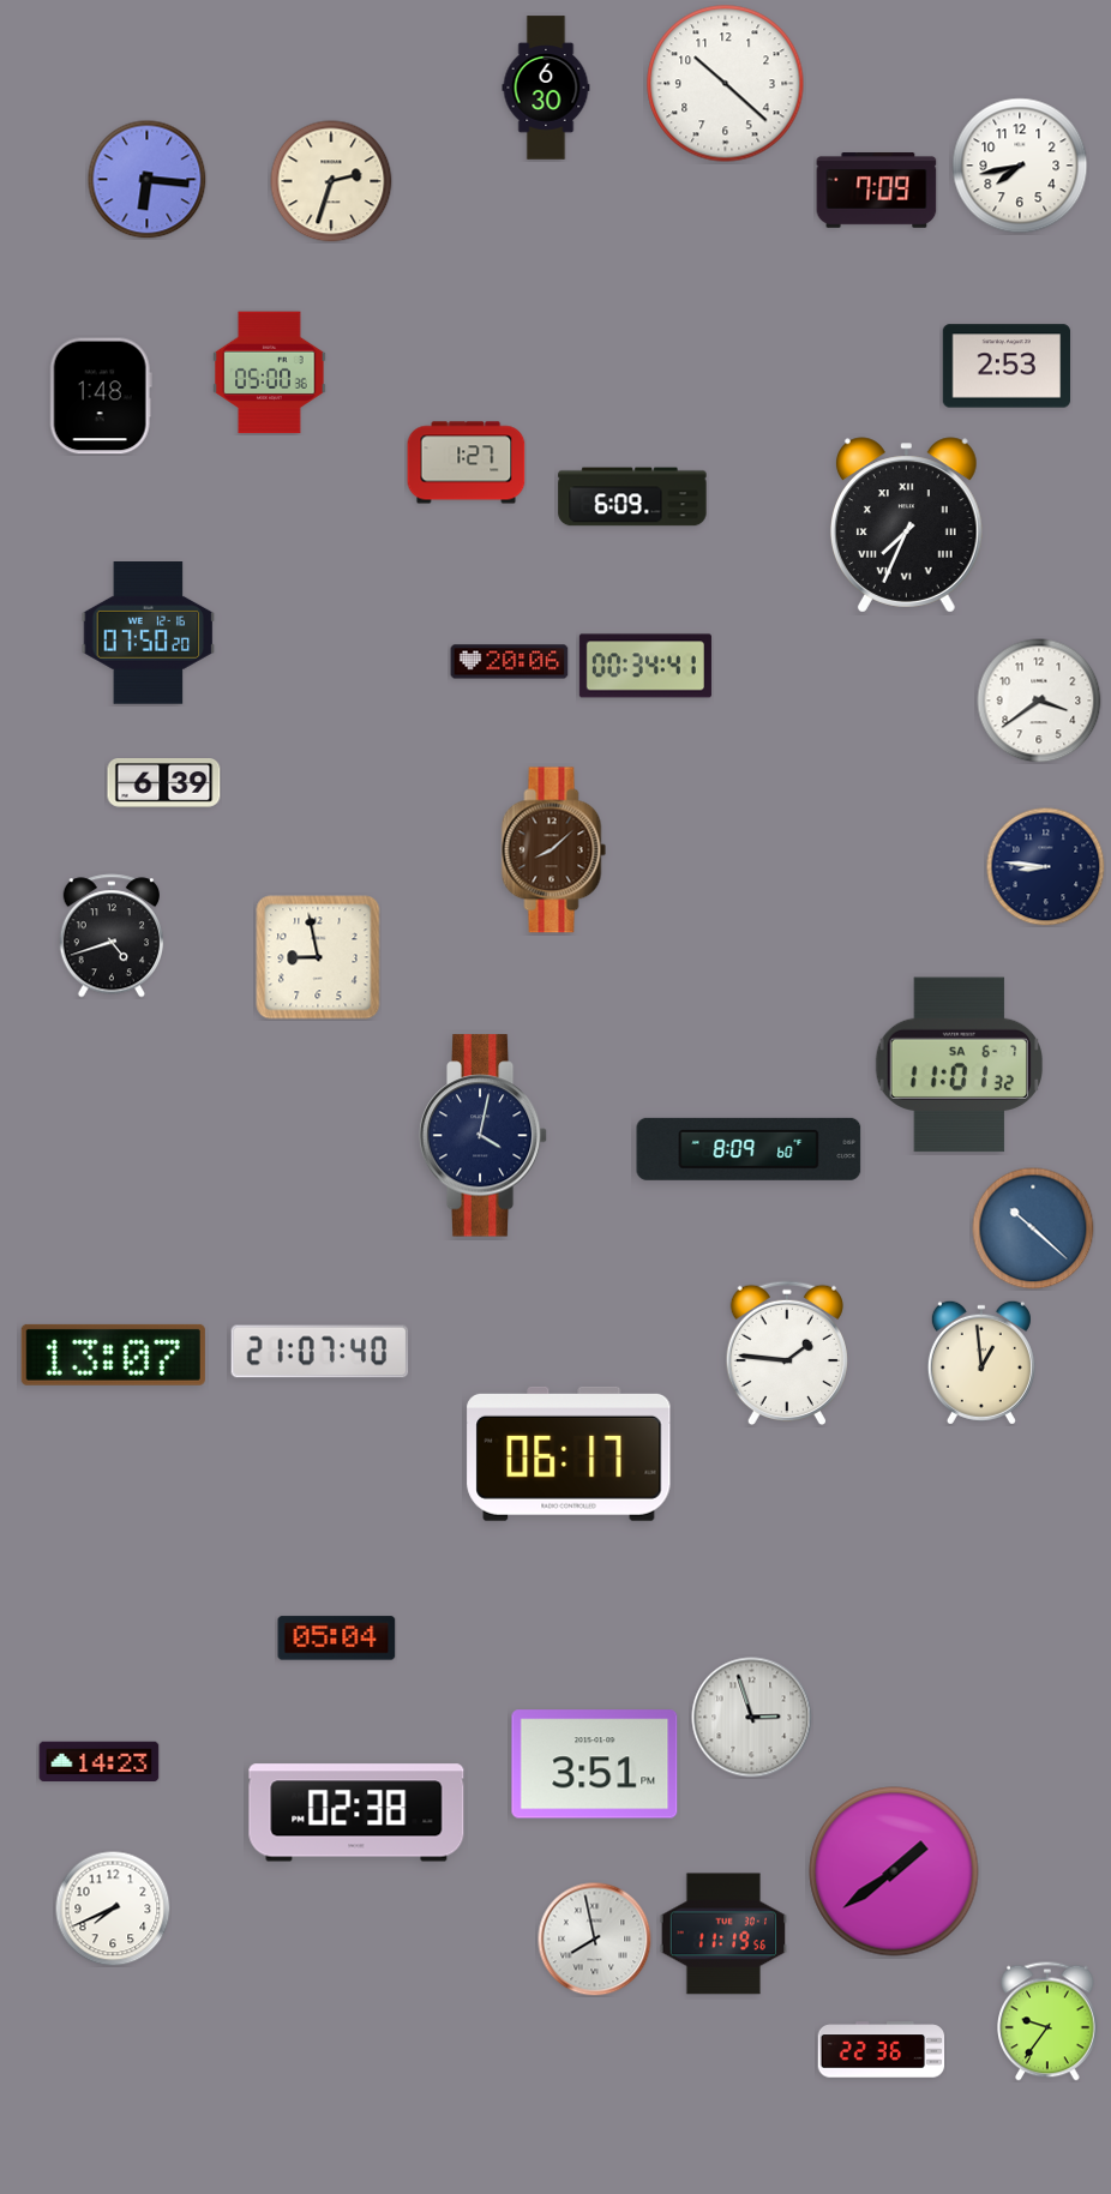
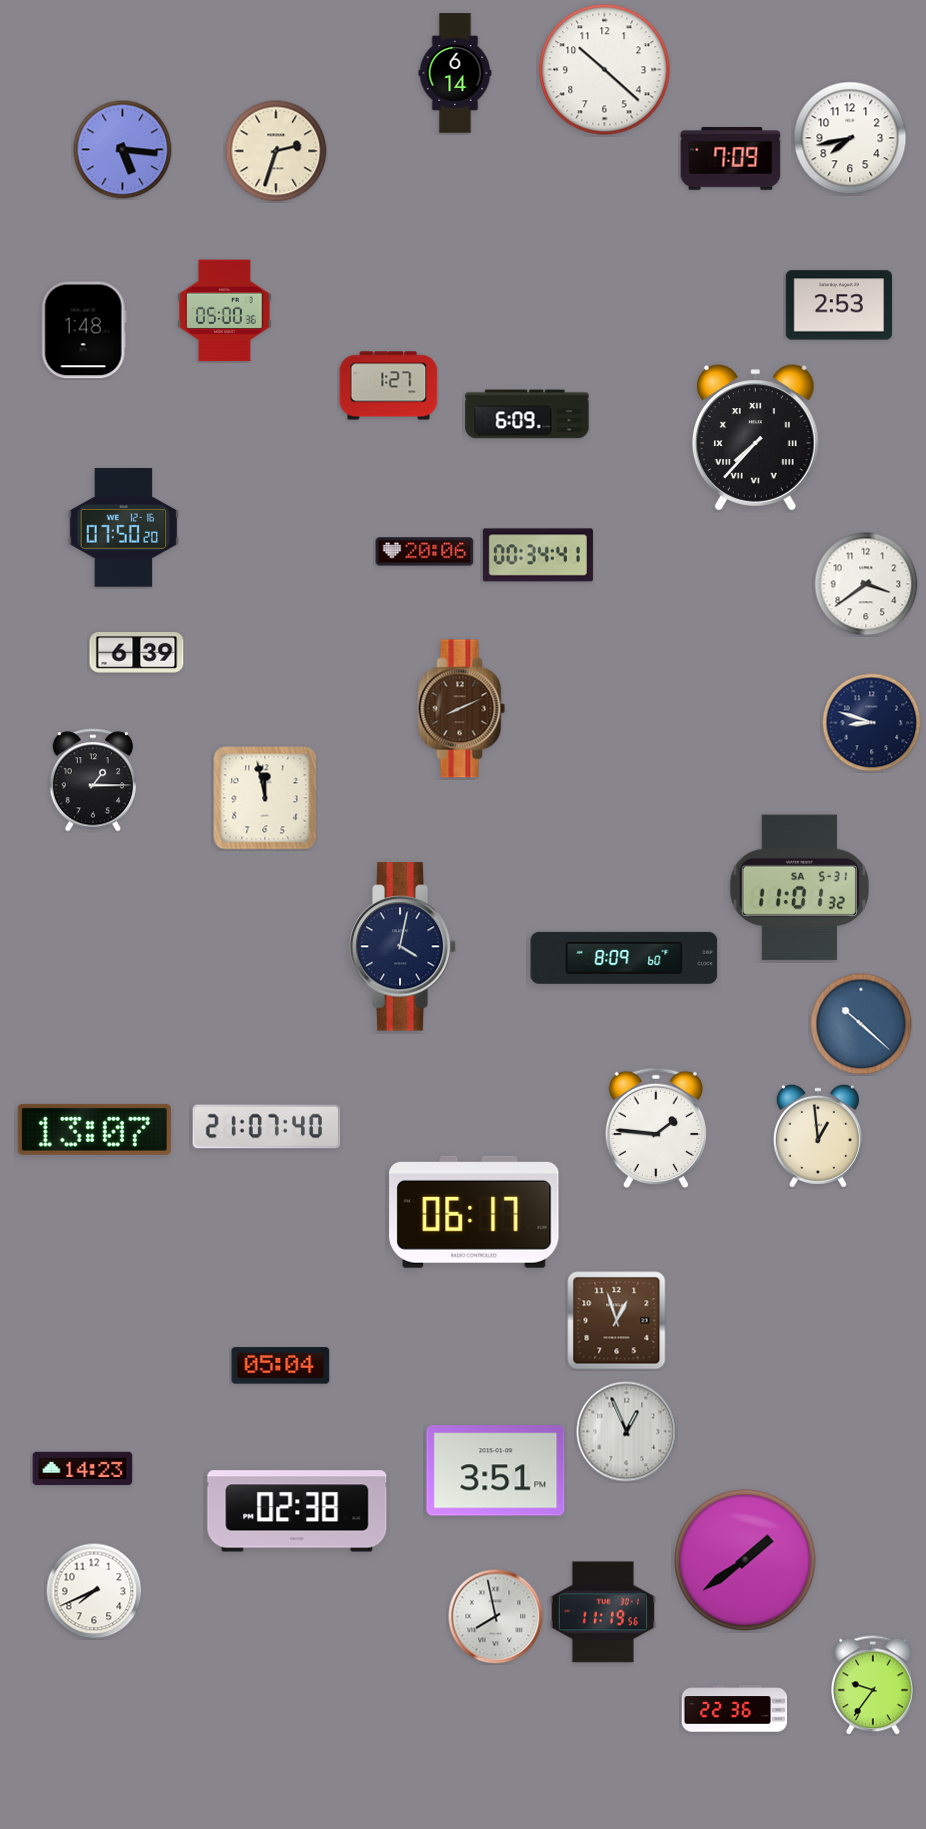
clock at (546, 88): 6:30 -> 6:14
clock at (148, 180): 6:16 -> 5:16
clock at (906, 525): 7:34 -> 7:37
clock at (554, 850): 8:08 -> 8:11
clock at (1046, 867): 8:46 -> 8:48
clock at (112, 936): 4:42 -> 1:15
clock at (318, 957): 8:58 -> 11:58
clock at (959, 1065) date: SA 6-7 -> SA 5-31
clock at (617, 1321): none -> 12:57
clock at (752, 1718): 2:57 -> 12:56
